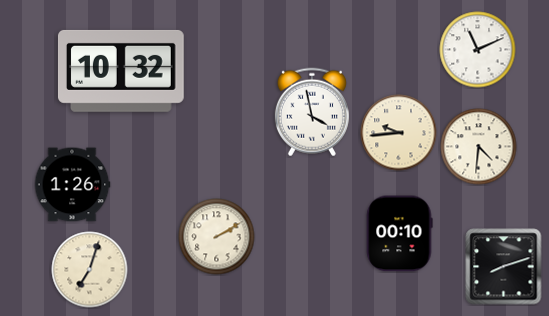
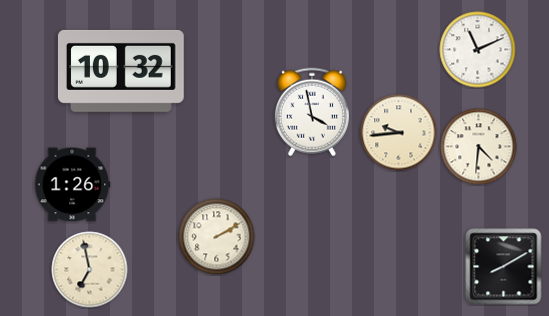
clock at (400, 234): 00:10 -> none
clock at (504, 267): 8:12 -> 8:10
clock at (90, 270): 7:03 -> 6:58
